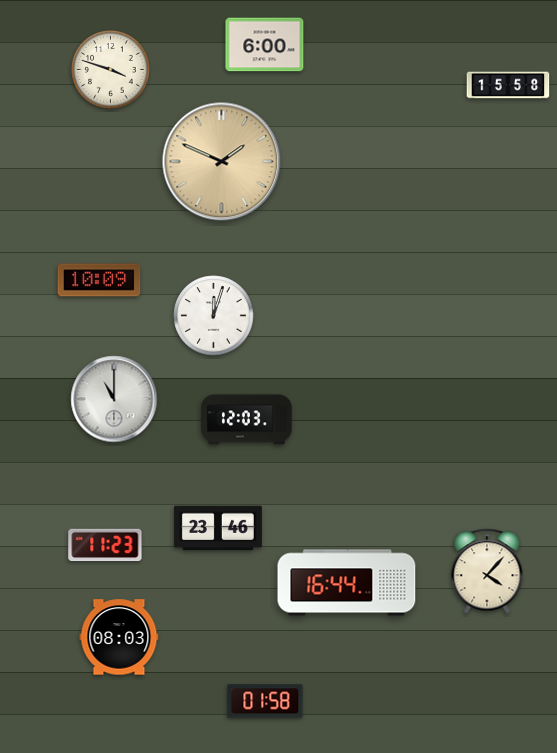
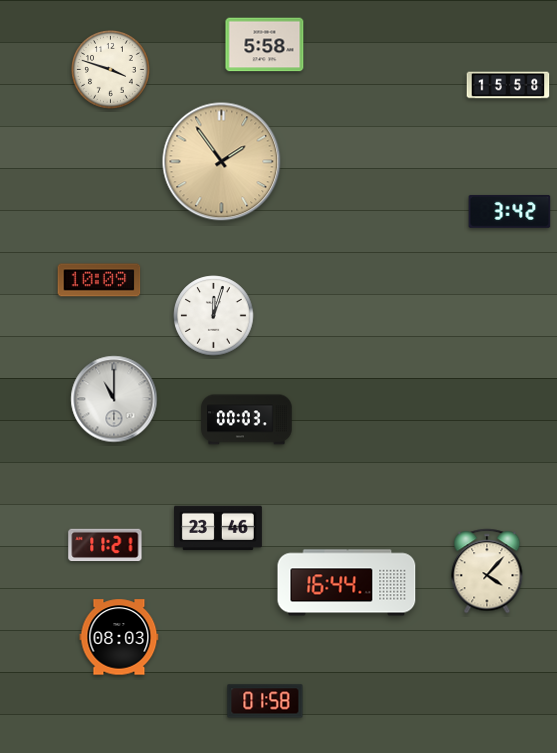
clock at (265, 45): 6:00 -> 5:58
clock at (222, 162): 1:49 -> 1:54
clock at (510, 211): none -> 3:42
clock at (247, 420): 12:03 -> 00:03
clock at (105, 545): 11:23 -> 11:21
